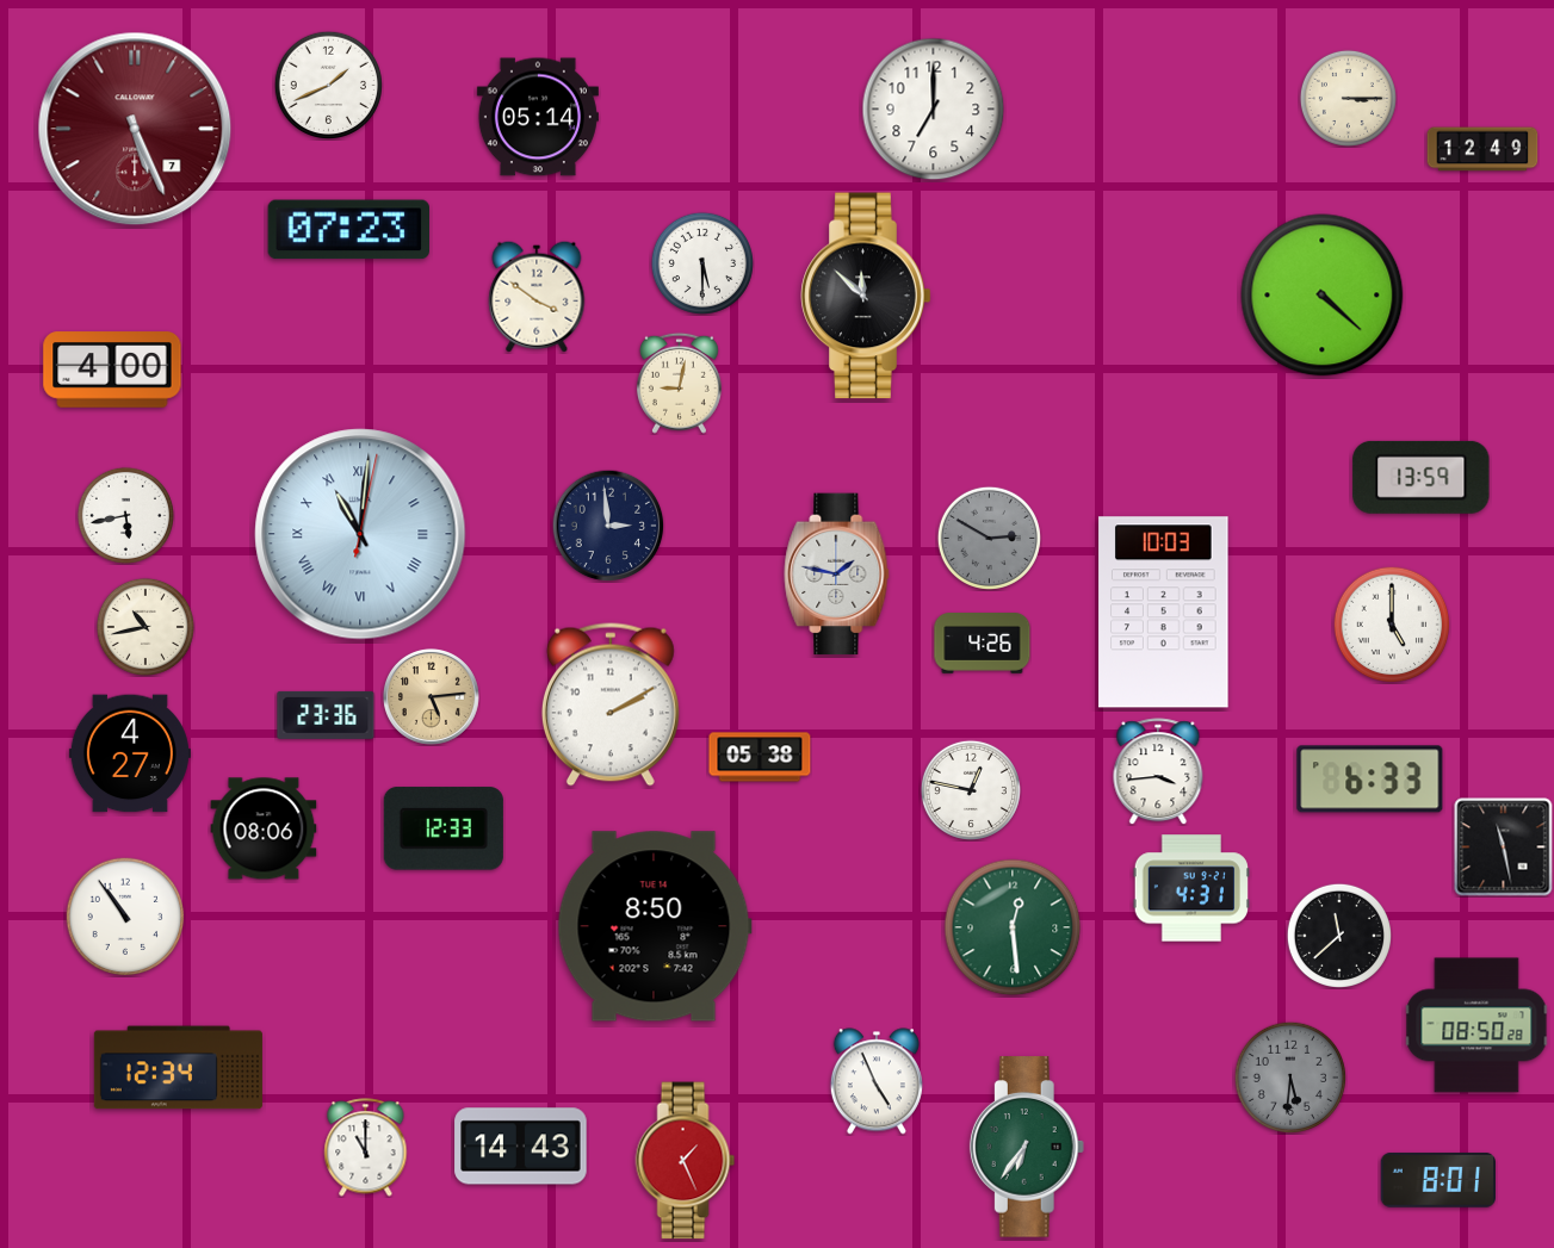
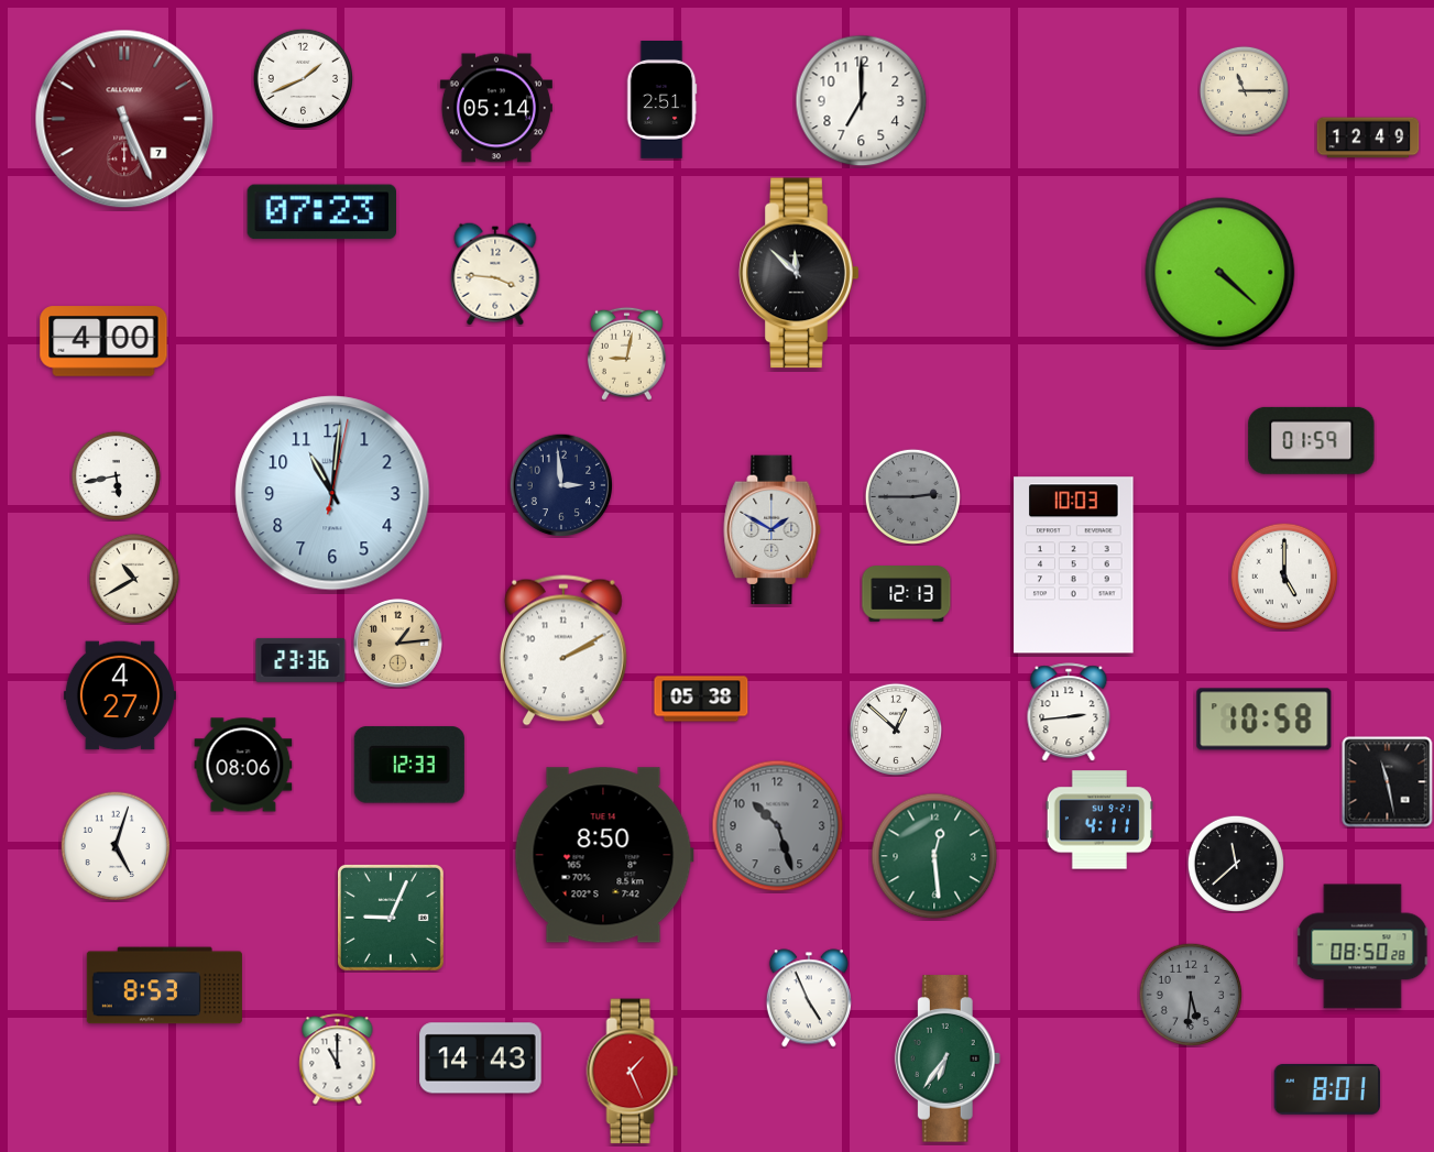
clock at (1348, 98): 3:15 -> 11:15
clock at (661, 100): none -> 2:51
clock at (702, 263): 5:30 -> none
clock at (537, 297): 3:51 -> 3:46
clock at (1422, 477): 13:59 -> 01:59
clock at (360, 534) numerals: Roman -> Arabic
clock at (989, 538): 2:50 -> 2:45
clock at (837, 575): 1:47 -> 1:50
clock at (146, 627): 10:43 -> 10:40
clock at (983, 644): 4:26 -> 12:13
clock at (431, 696): 5:14 -> 1:14
clock at (1158, 771): 3:44 -> 2:44
clock at (1370, 780): 6:33 -> 10:58
clock at (971, 790): 12:47 -> 12:52
clock at (1190, 888): 4:31 -> 4:11
clock at (778, 826): none -> 10:27
clock at (125, 917): 10:54 -> 5:03
clock at (391, 918): none -> 9:04
clock at (178, 1068): 12:34 -> 8:53
